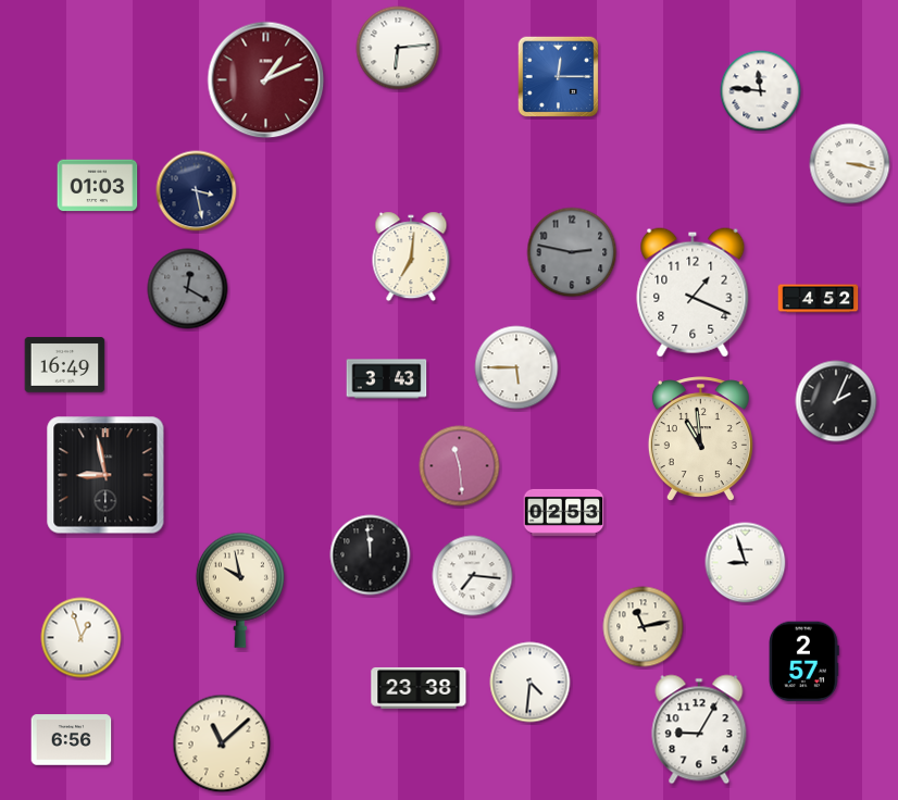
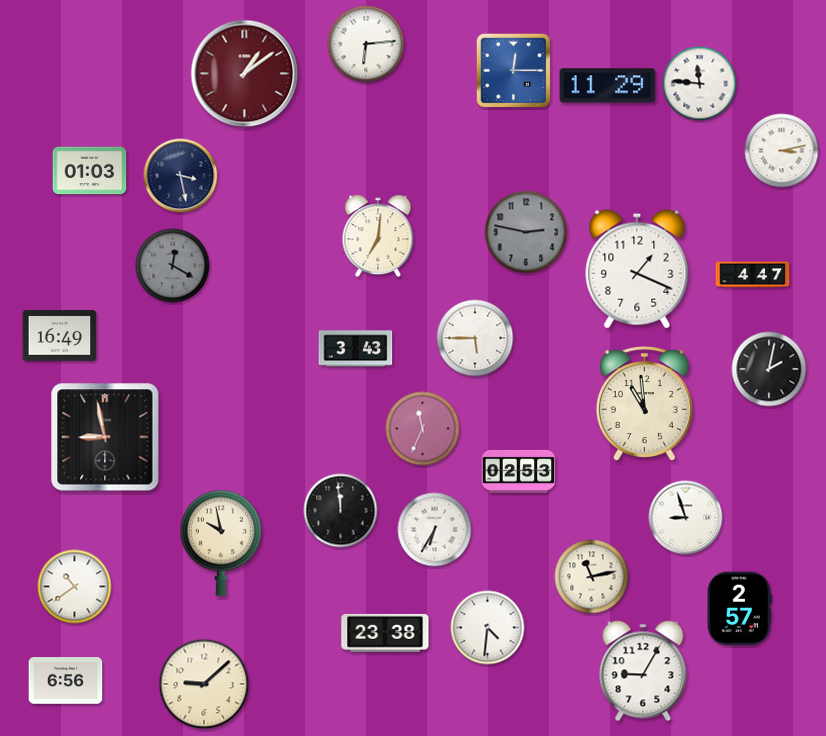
clock at (266, 80): 1:11 -> 1:09
clock at (608, 86): none -> 11:29
clock at (850, 164): 3:17 -> 3:13
clock at (819, 299): 4:52 -> 4:47
clock at (836, 401): 2:04 -> 2:02
clock at (460, 466): 11:29 -> 11:34
clock at (105, 475) position: (105, 475) -> (105, 437)
clock at (473, 576): 7:16 -> 6:35
clock at (82, 638): 12:57 -> 10:39
clock at (222, 743): 11:08 -> 9:08
